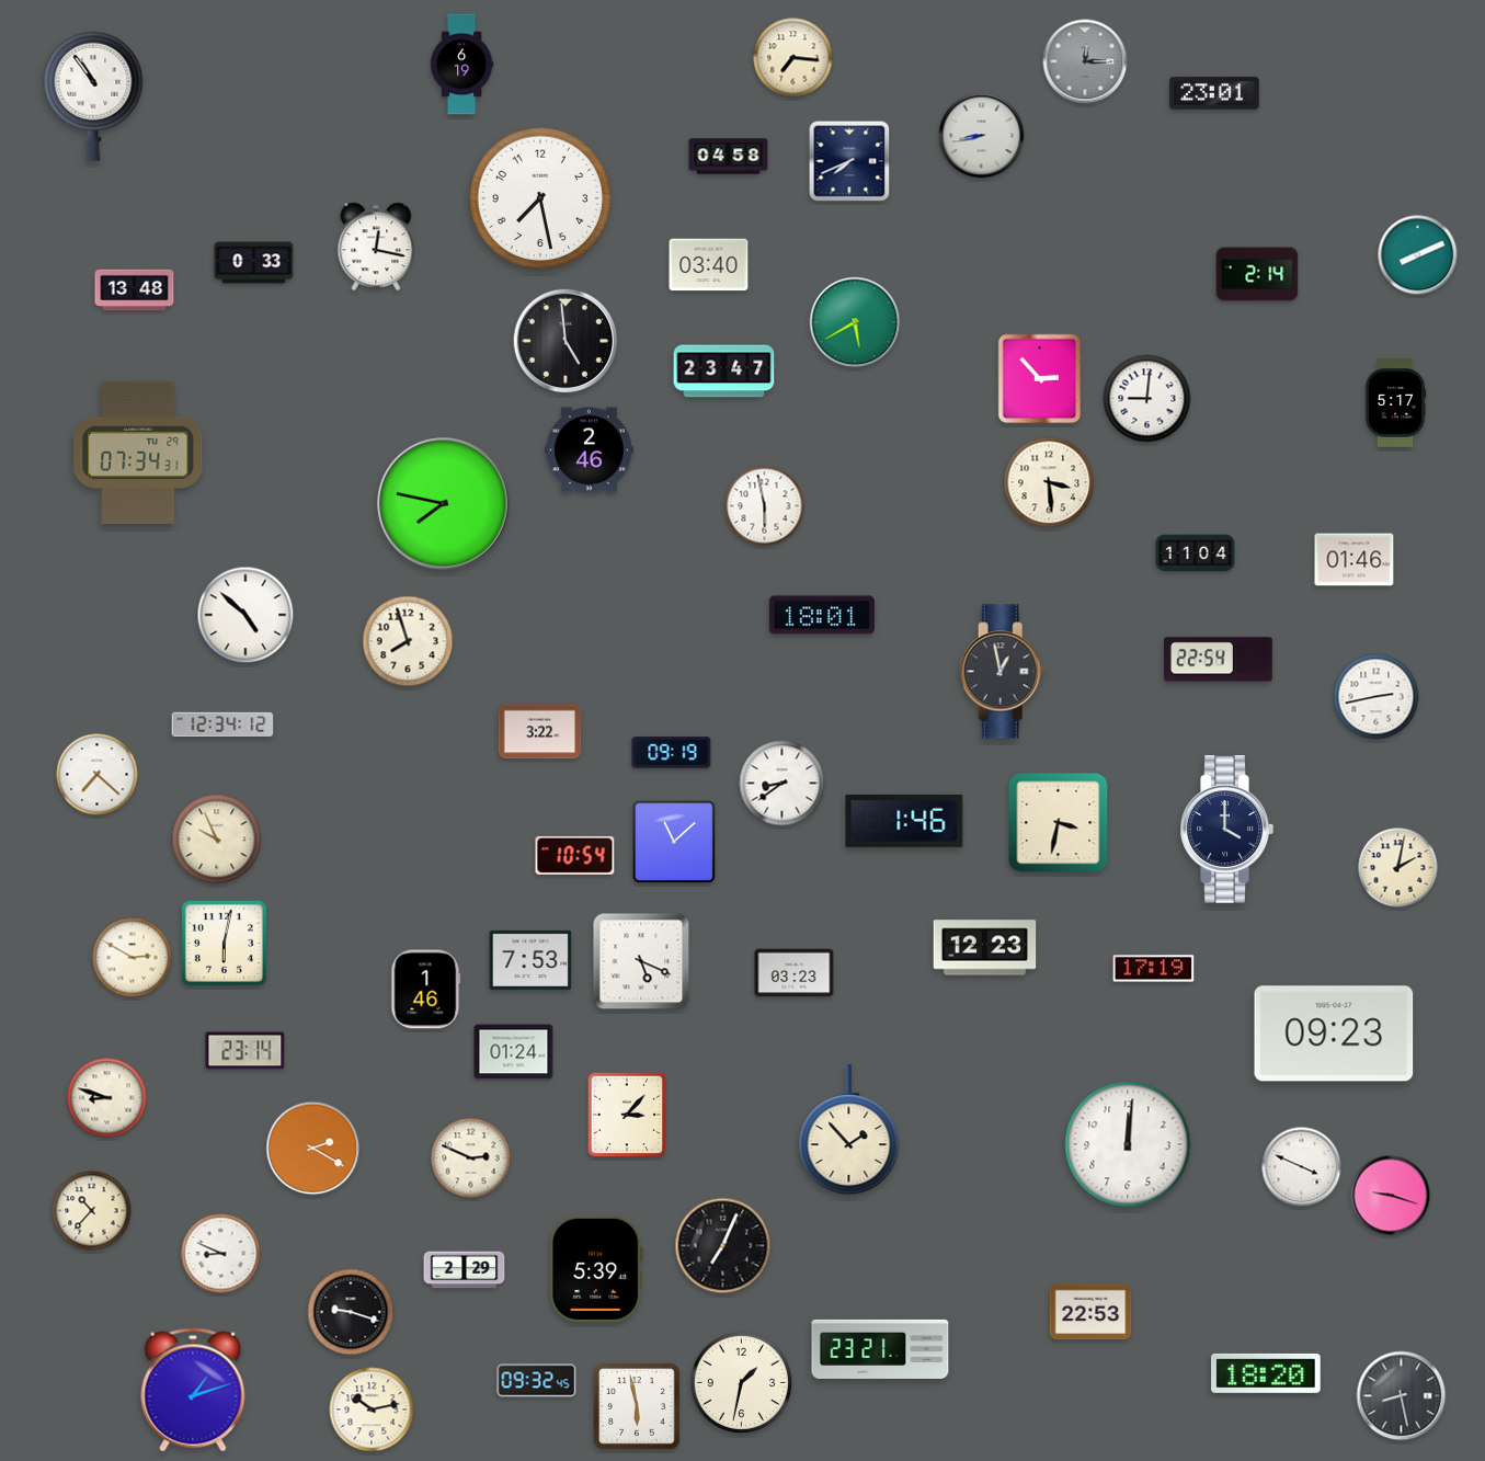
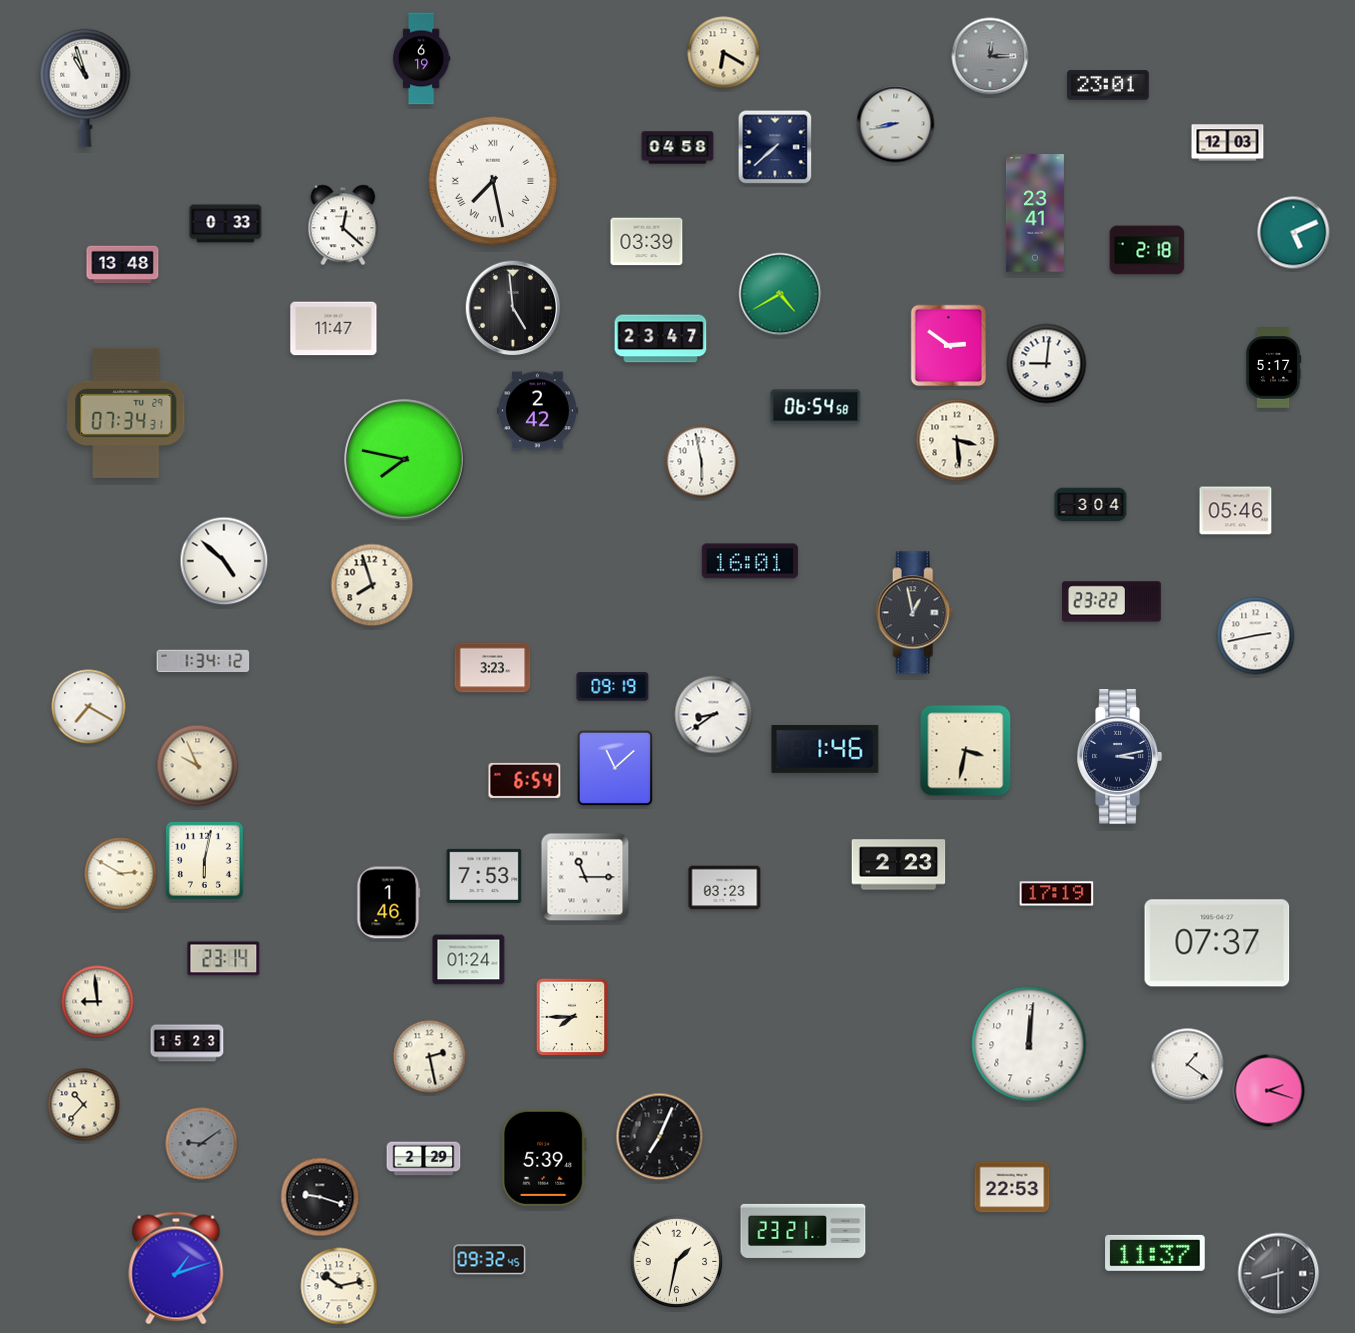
clock at (793, 58): 7:16 -> 6:20
clock at (93, 96): 10:54 -> 10:57
clock at (729, 157) position: (729, 157) -> (678, 148)
clock at (1228, 143): none -> 12:03
clock at (849, 161): 7:41 -> 7:38
clock at (540, 198) numerals: Arabic -> Roman
clock at (1035, 213): none -> 23:41
clock at (376, 247): 12:17 -> 12:22
clock at (1418, 255): 8:11 -> 5:11
clock at (254, 263) position: (254, 263) -> (226, 224)
clock at (709, 265): 03:40 -> 03:39
clock at (1257, 274): 2:14 -> 2:18
clock at (855, 322): 5:40 -> 4:40
clock at (566, 341) position: (566, 341) -> (513, 308)
clock at (334, 329): none -> 11:47
clock at (1040, 379): 2:53 -> 2:51
clock at (816, 407): none -> 06:54
clock at (590, 450): 2:46 -> 2:42
clock at (765, 506) position: (765, 506) -> (702, 462)
clock at (1196, 553): 11:04 -> 3:04
clock at (1355, 560): 01:46 -> 05:46
clock at (822, 615): 18:01 -> 16:01
clock at (1219, 660): 22:54 -> 23:22
clock at (222, 724): 12:34 -> 1:34
clock at (540, 732): 3:22 -> 3:23
clock at (98, 775): 7:22 -> 7:20
clock at (1226, 830): 4:00 -> 3:13
clock at (575, 855): 10:54 -> 6:54
clock at (1398, 868): 2:02 -> none
clock at (985, 948): 12:23 -> 2:23
clock at (641, 961): 5:19 -> 11:15
clock at (1154, 969) position: (1154, 969) -> (1057, 894)
clock at (1334, 1034): 09:23 -> 07:37
clock at (107, 1098): 8:48 -> 8:59
clock at (627, 1115): 3:07 -> 7:45
clock at (849, 1130): 1:53 -> none
clock at (187, 1043): none -> 15:23
clock at (313, 1149): 2:20 -> none
clock at (471, 1158): 2:49 -> 2:28
clock at (1302, 1167): 3:49 -> 1:21
clock at (1391, 1196): 9:18 -> 2:18
clock at (221, 1254): 8:49 -> 9:09
clock at (221, 1254) dial: white -> grey
clock at (1090, 1312) position: (1090, 1312) -> (1012, 1187)
clock at (1266, 1373): 18:20 -> 11:37
clock at (1402, 1396): 8:28 -> 8:30
clock at (637, 1406): 5:58 -> none
